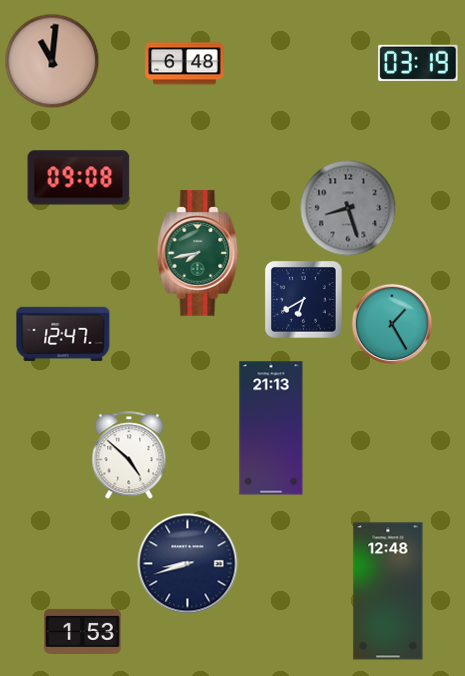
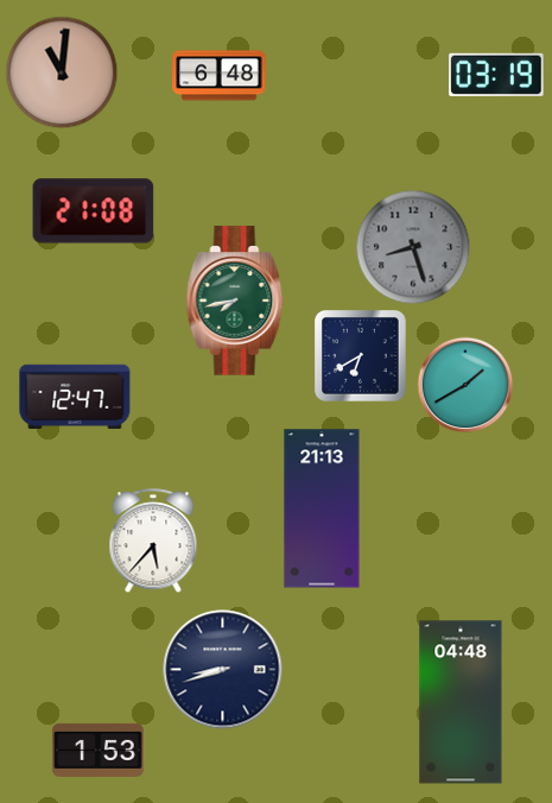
clock at (79, 178): 09:08 -> 21:08
clock at (392, 324): 1:25 -> 1:40
clock at (129, 455): 4:52 -> 5:37
clock at (388, 591): 12:48 -> 04:48
